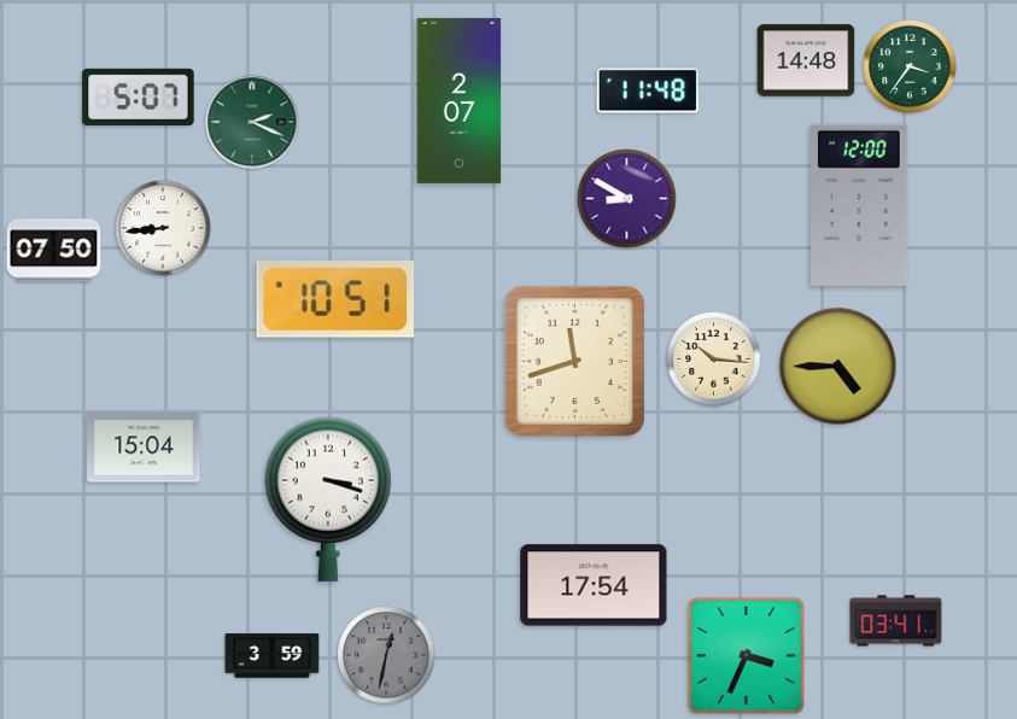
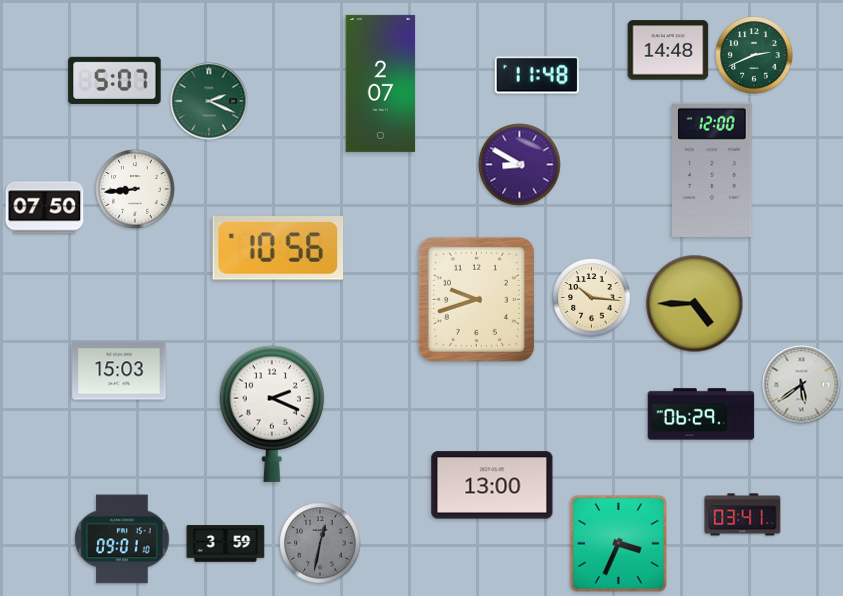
clock at (910, 66): 3:36 -> 2:41
clock at (335, 300): 10:51 -> 10:56
clock at (574, 361): 11:42 -> 9:42
clock at (144, 448): 15:04 -> 15:03
clock at (802, 385): none -> 5:39
clock at (328, 499): 3:18 -> 2:19
clock at (701, 414): none -> 06:29
clock at (594, 585): 17:54 -> 13:00
clock at (122, 539): none -> 09:01
